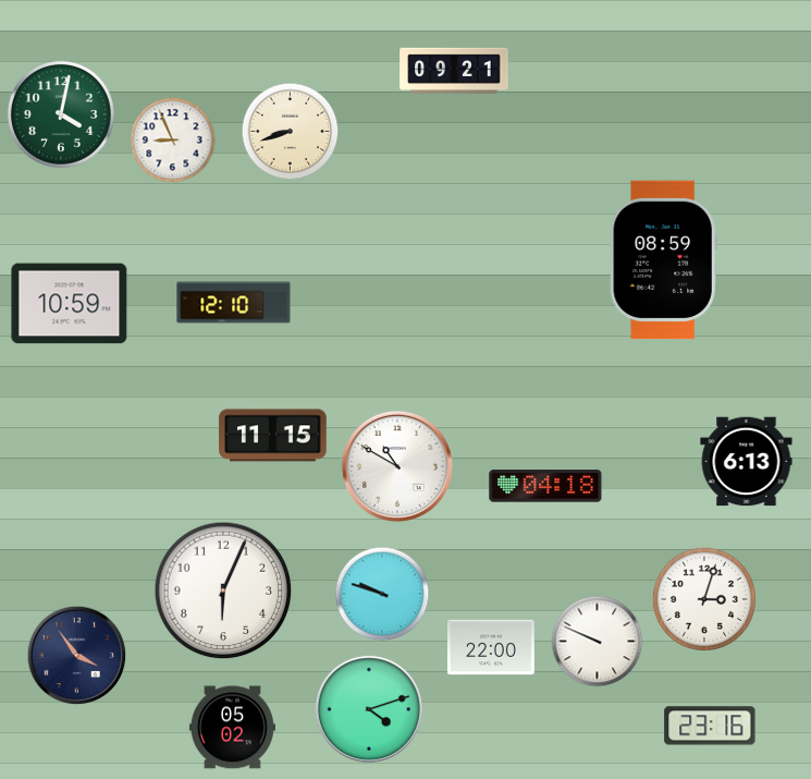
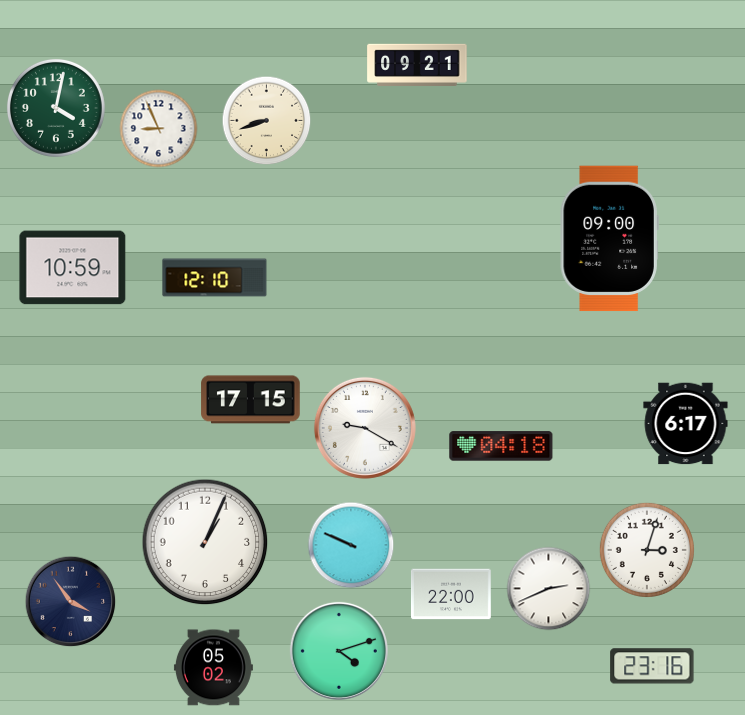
clock at (61, 114) position: (61, 114) -> (56, 108)
clock at (663, 260): 08:59 -> 09:00
clock at (70, 304) position: (70, 304) -> (73, 268)
clock at (273, 436): 11:15 -> 17:15
clock at (747, 462): 6:13 -> 6:17
clock at (397, 466): 10:50 -> 9:20
clock at (223, 591): 6:04 -> 1:04
clock at (382, 594): 9:48 -> 9:49
clock at (598, 642): 9:49 -> 2:41
